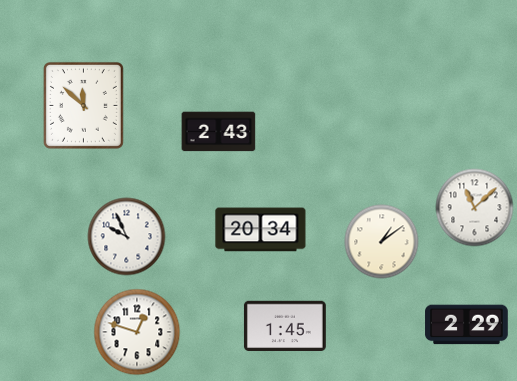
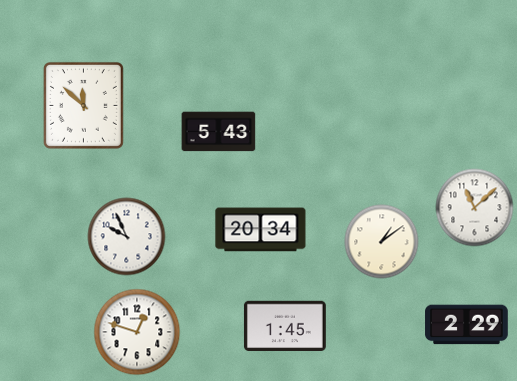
clock at (219, 132): 2:43 -> 5:43
